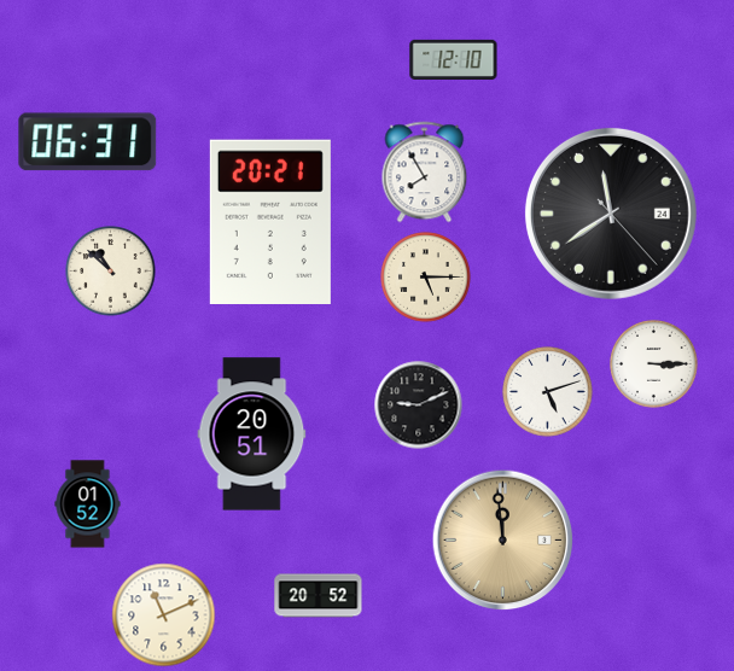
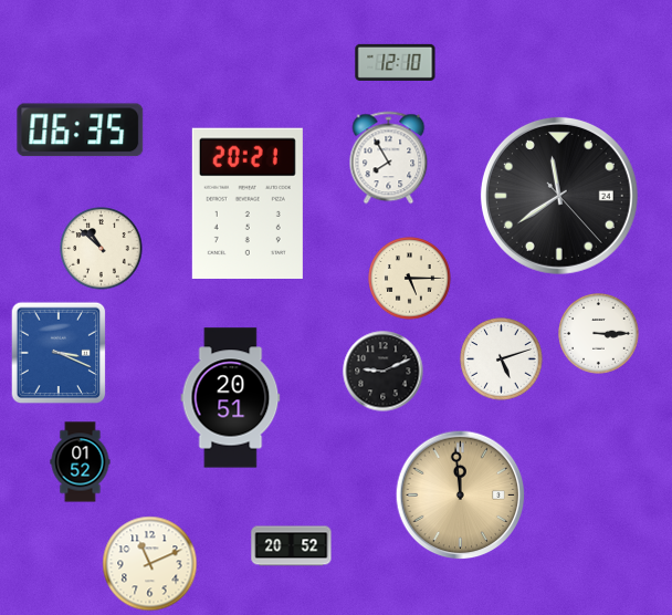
clock at (454, 59) position: (454, 59) -> (396, 62)
clock at (88, 142): 06:31 -> 06:35
clock at (426, 278) position: (426, 278) -> (410, 279)
clock at (59, 353): none -> 3:19
